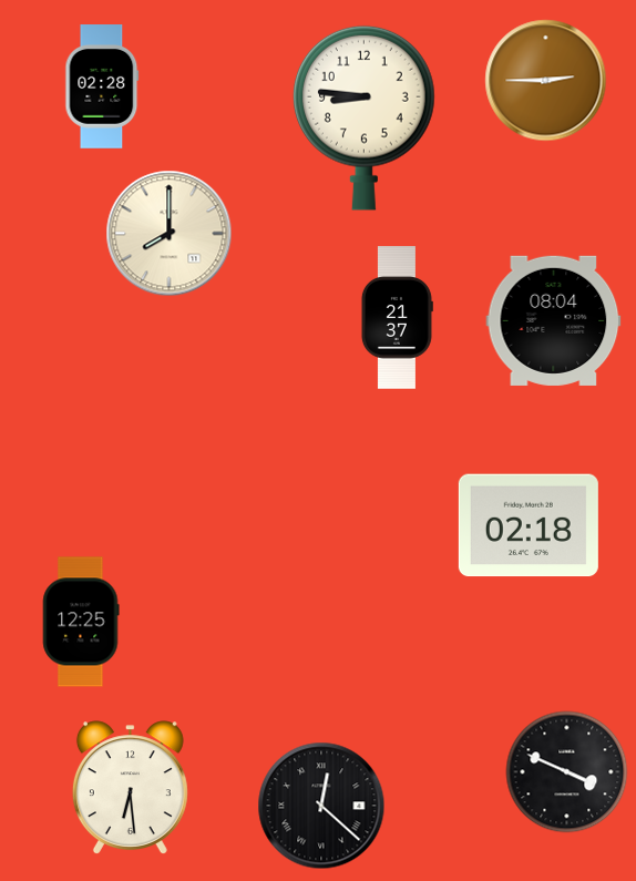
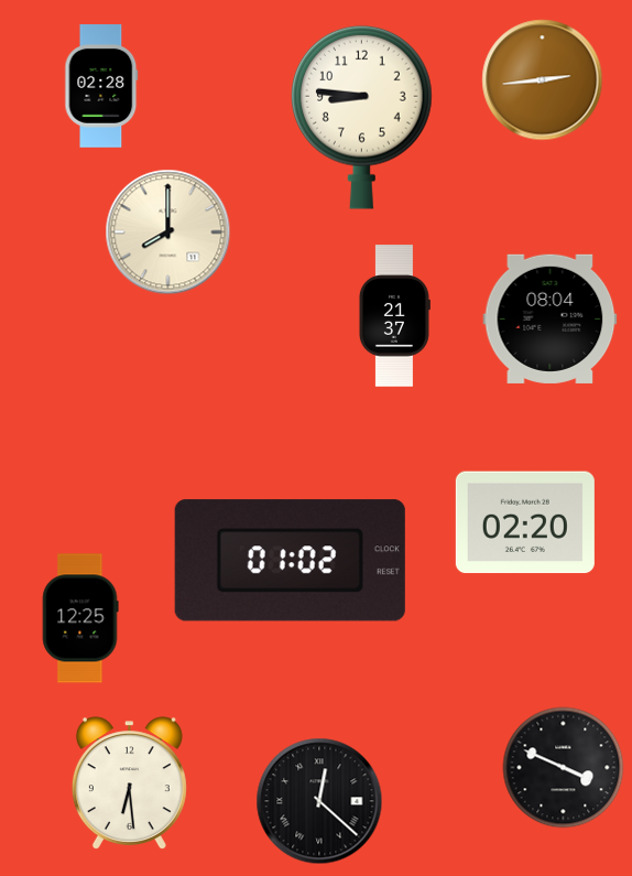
clock at (546, 81): 2:45 -> 2:44
clock at (529, 525): 02:18 -> 02:20
clock at (290, 561): none -> 01:02
